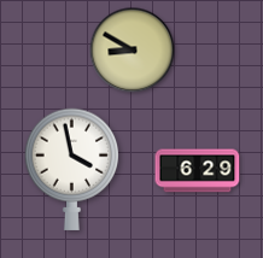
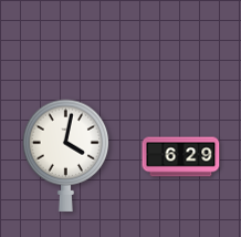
clock at (133, 51): 8:50 -> none
clock at (72, 169): 3:58 -> 4:02
